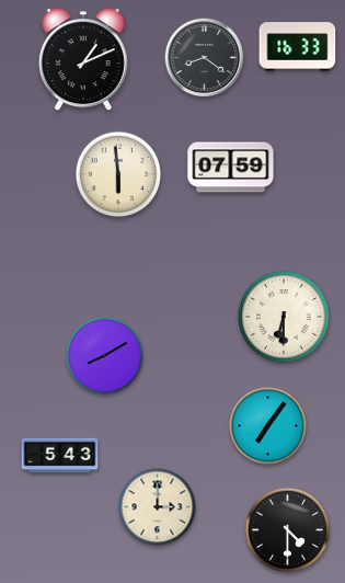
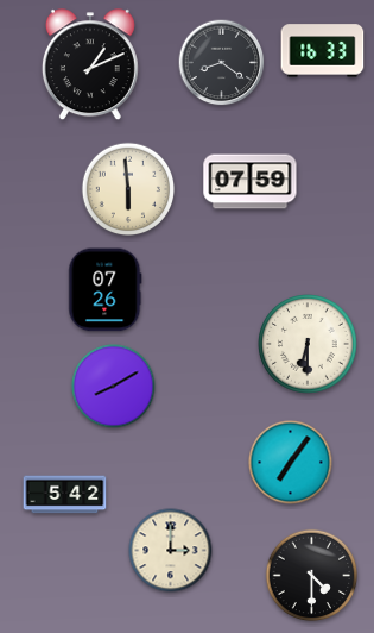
clock at (106, 290): none -> 07:26
clock at (60, 456): 5:43 -> 5:42
